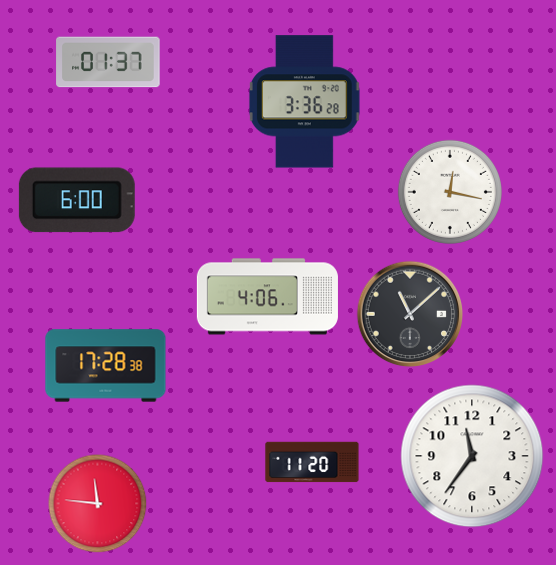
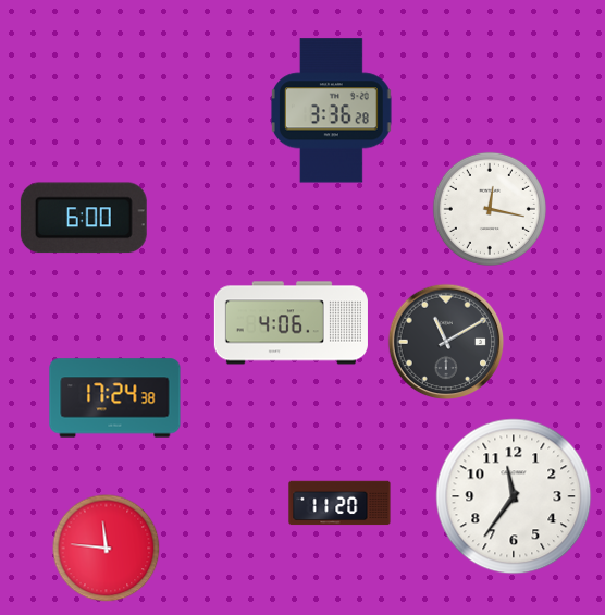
clock at (108, 62): 01:37 -> none
clock at (410, 314): 11:08 -> 11:10
clock at (106, 366): 17:28 -> 17:24
